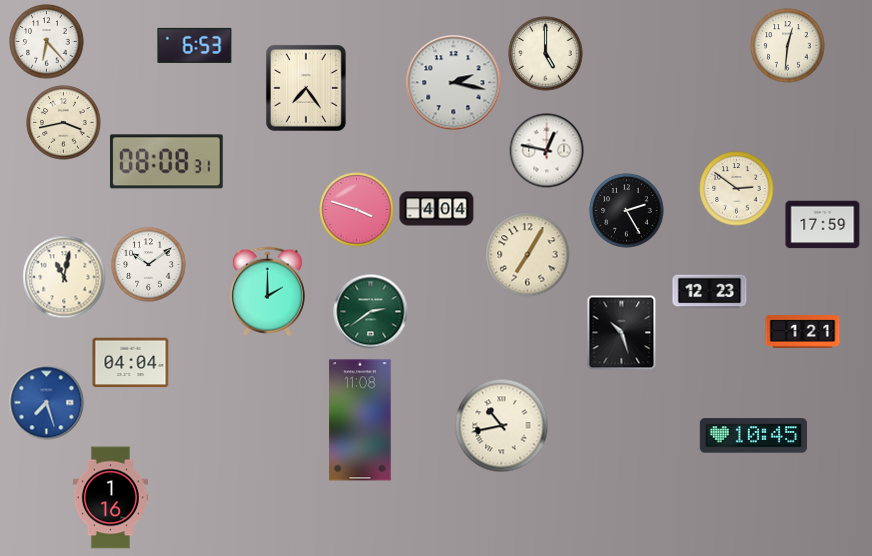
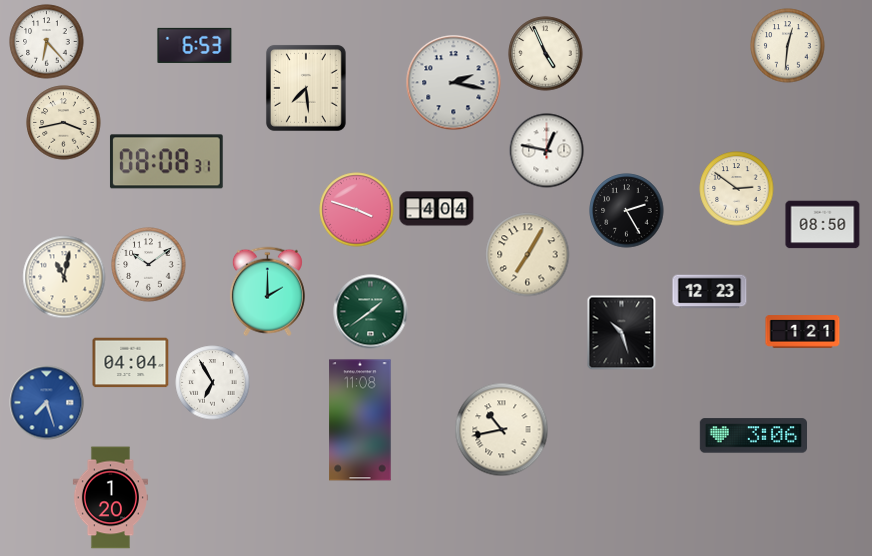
clock at (546, 54): 5:00 -> 4:56
clock at (306, 88): 7:24 -> 7:29
clock at (823, 225): 17:59 -> 08:50
clock at (371, 312): 2:39 -> 1:39
clock at (213, 383): none -> 6:55
clock at (502, 426) position: (502, 426) -> (502, 430)
clock at (753, 436): 10:45 -> 3:06
clock at (110, 498): 1:16 -> 1:20
